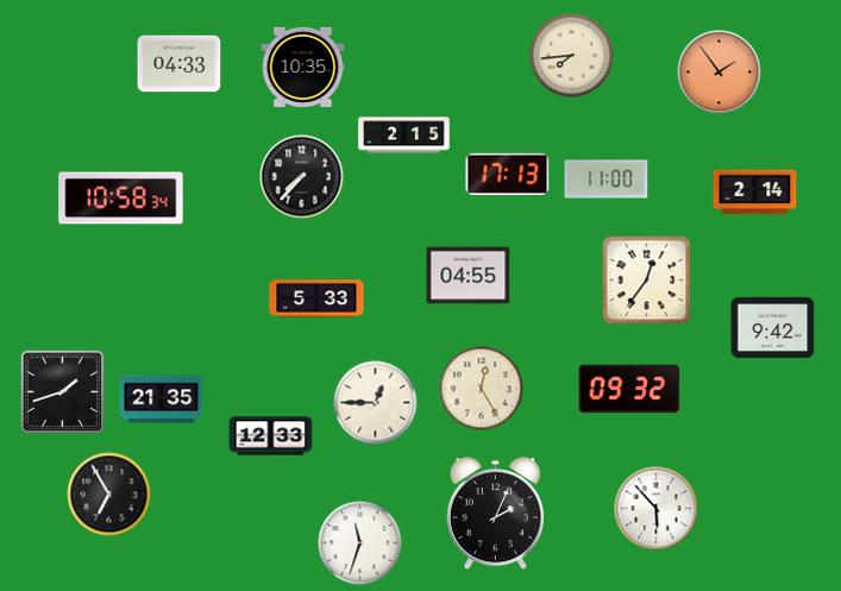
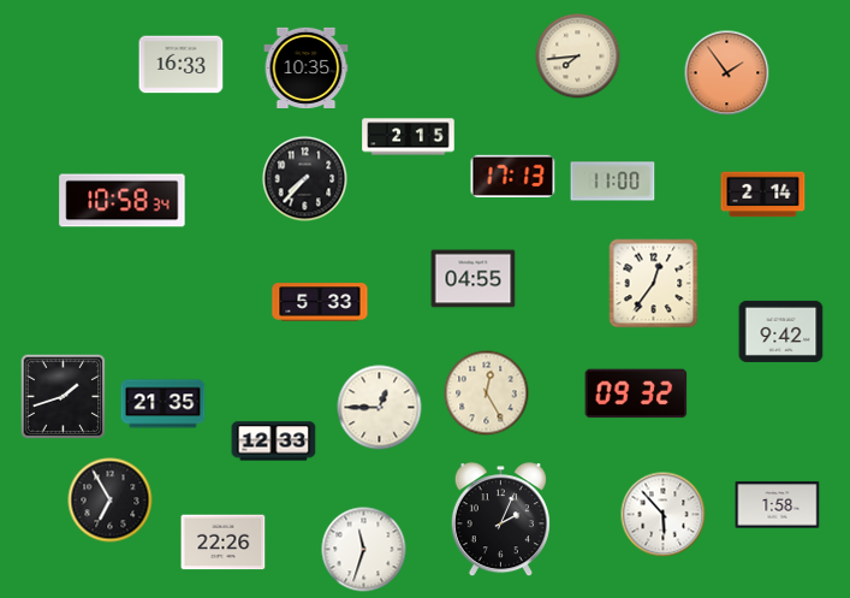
clock at (180, 64): 04:33 -> 16:33
clock at (778, 505): none -> 1:58
clock at (224, 543): none -> 22:26
